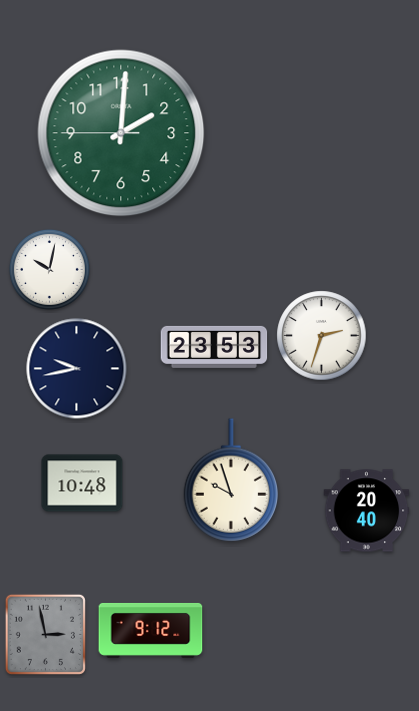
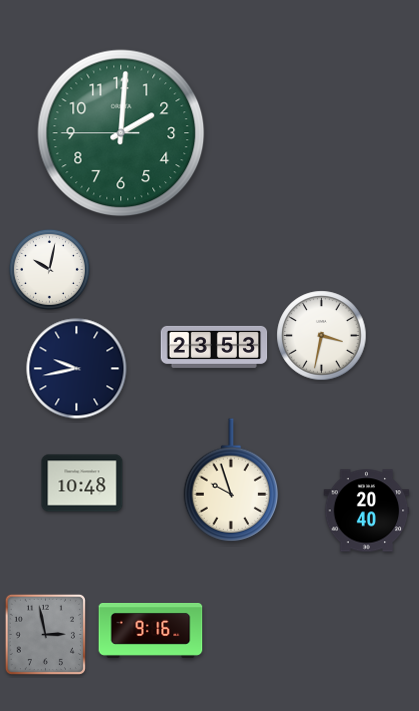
clock at (322, 336): 2:33 -> 3:32
clock at (151, 630): 9:12 -> 9:16
